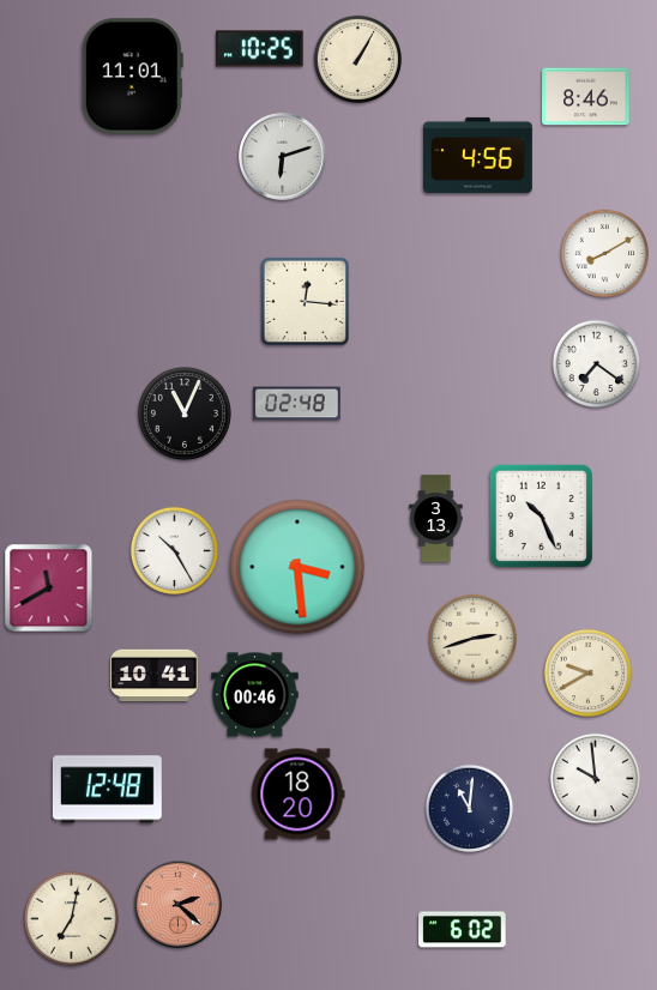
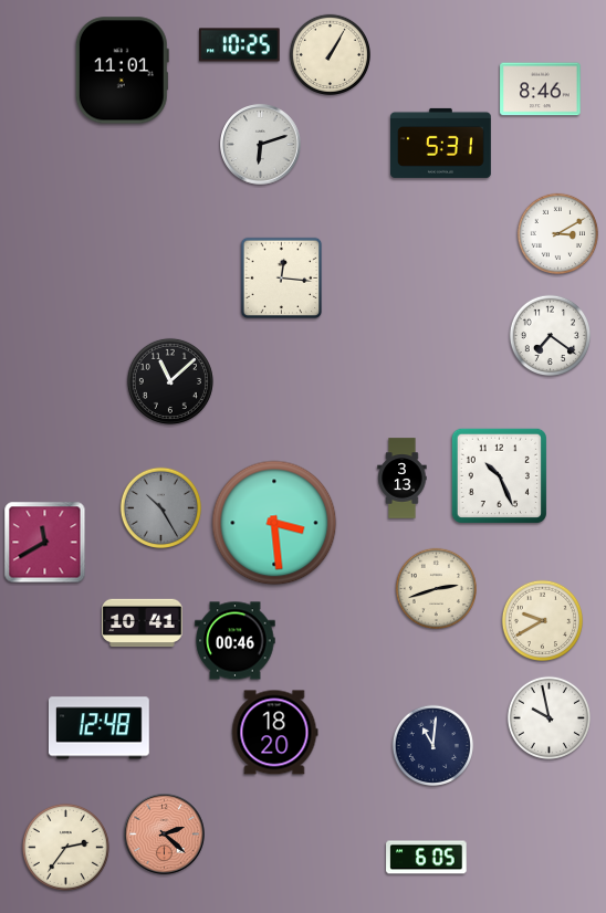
clock at (478, 155): 4:56 -> 5:31
clock at (604, 253): 8:10 -> 3:10
clock at (297, 404): 02:48 -> none
clock at (185, 413): 11:04 -> 11:08
clock at (174, 550) dial: white -> grey
clock at (595, 778): 9:59 -> 9:58
clock at (71, 918): 7:02 -> 2:36
clock at (463, 930): 6:02 -> 6:05
